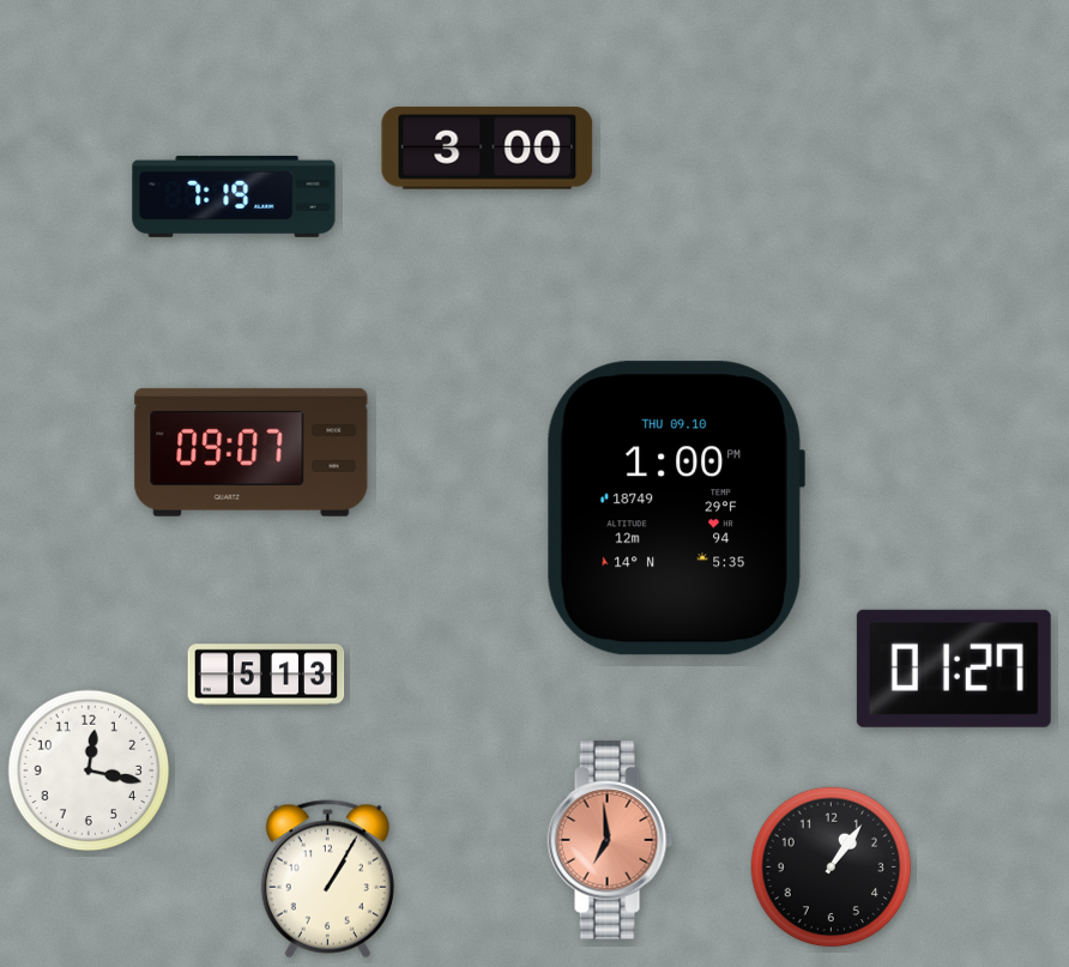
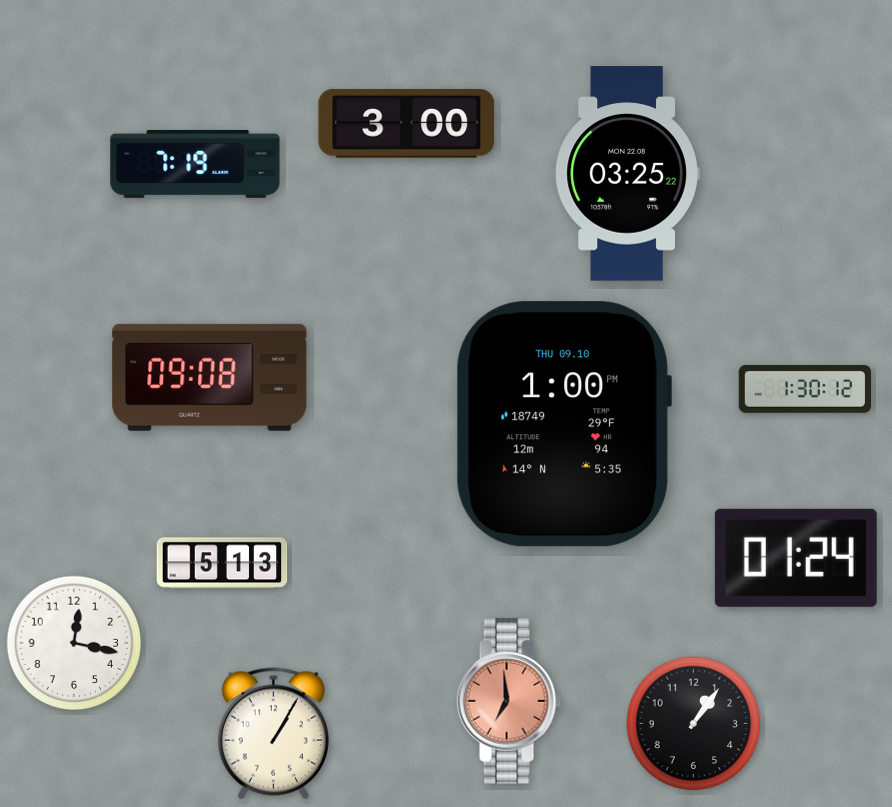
clock at (627, 174): none -> 03:25
clock at (252, 452): 09:07 -> 09:08
clock at (804, 390): none -> 1:30
clock at (954, 669): 01:27 -> 01:24
